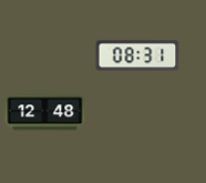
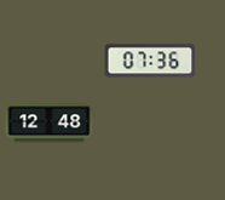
clock at (137, 55): 08:31 -> 07:36
